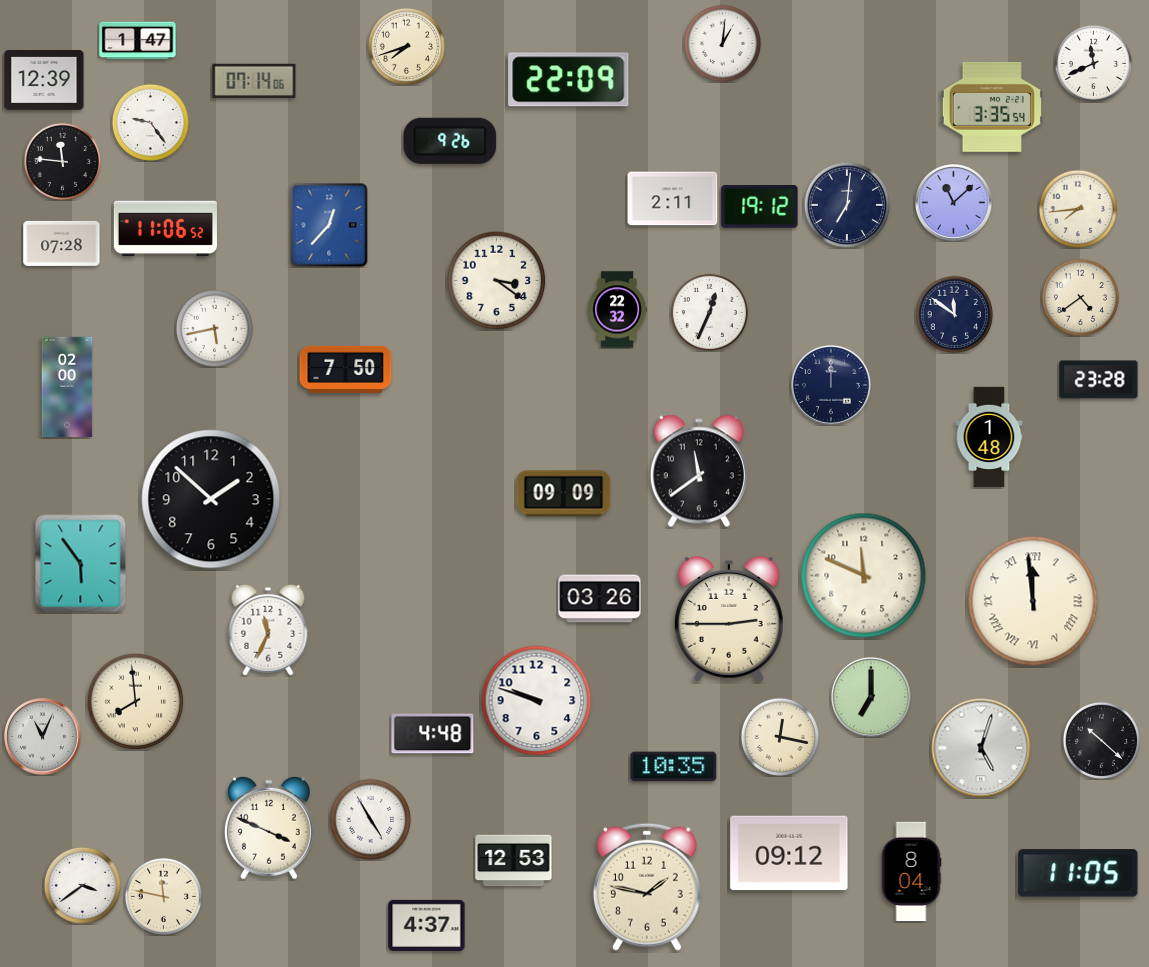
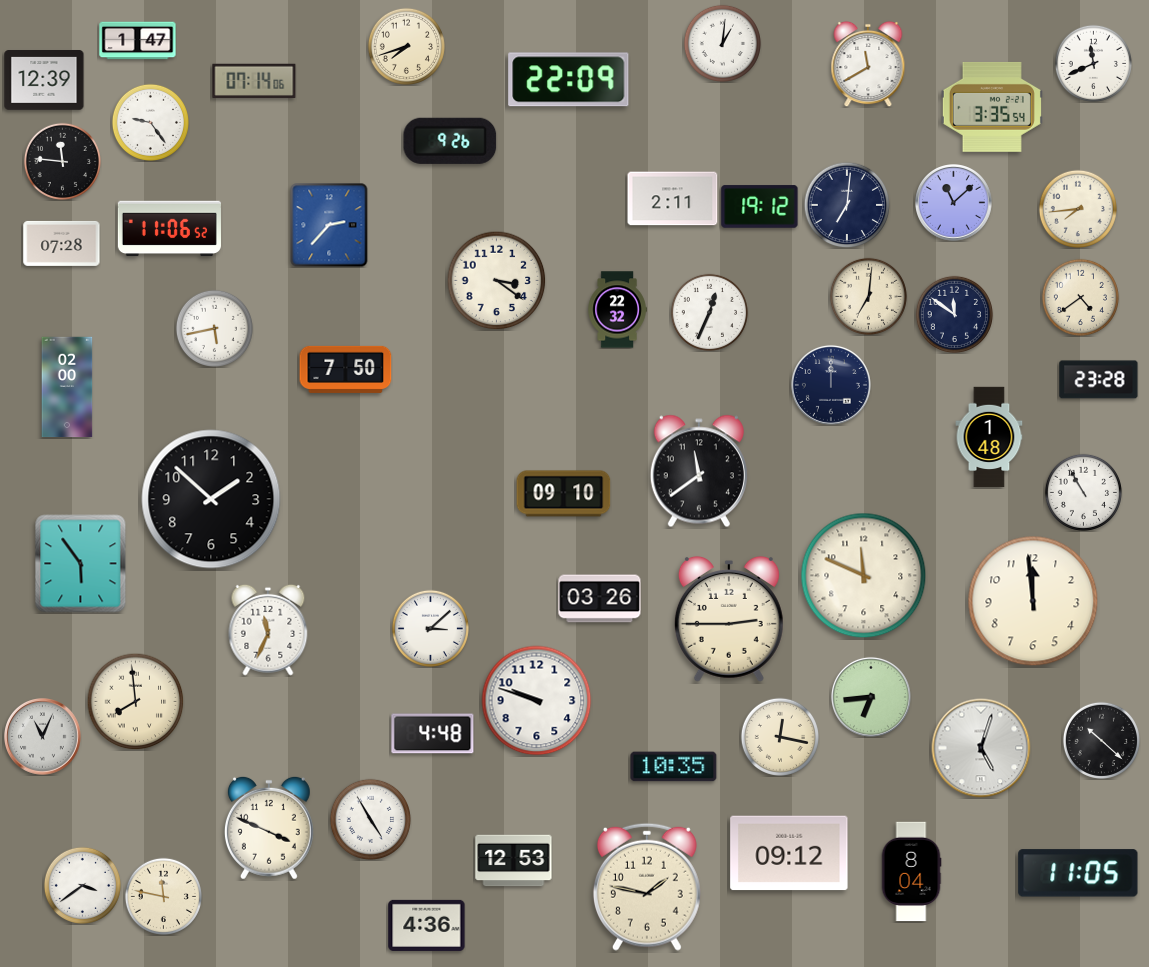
clock at (868, 64): none -> 11:40
clock at (329, 225): 12:37 -> 2:37
clock at (165, 229) position: (165, 229) -> (169, 229)
clock at (868, 296): none -> 7:01
clock at (1083, 492): none -> 10:55
clock at (564, 494): 09:09 -> 09:10
clock at (1033, 601) numerals: Roman -> Arabic
clock at (430, 628): none -> 3:08
clock at (871, 697): 7:00 -> 6:44
clock at (427, 925): 4:37 -> 4:36
